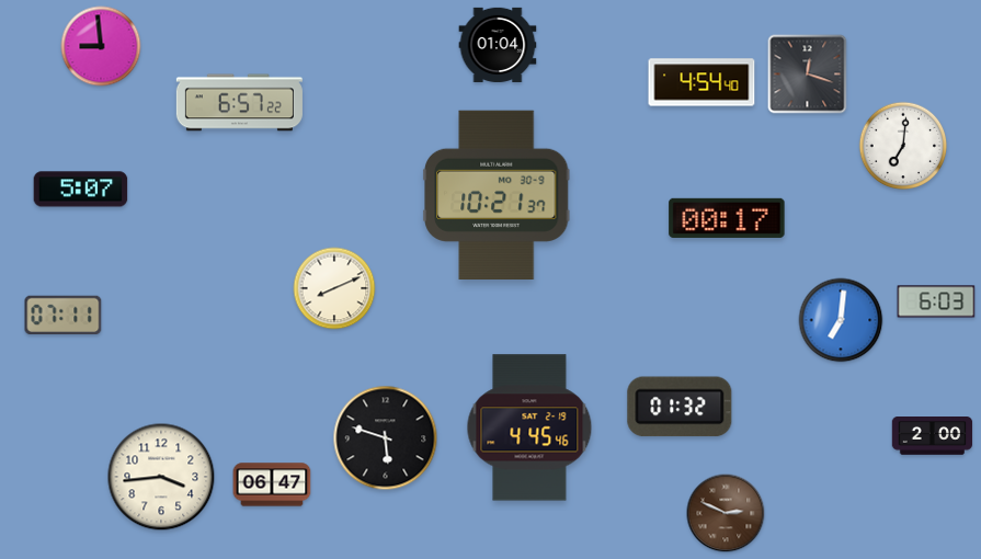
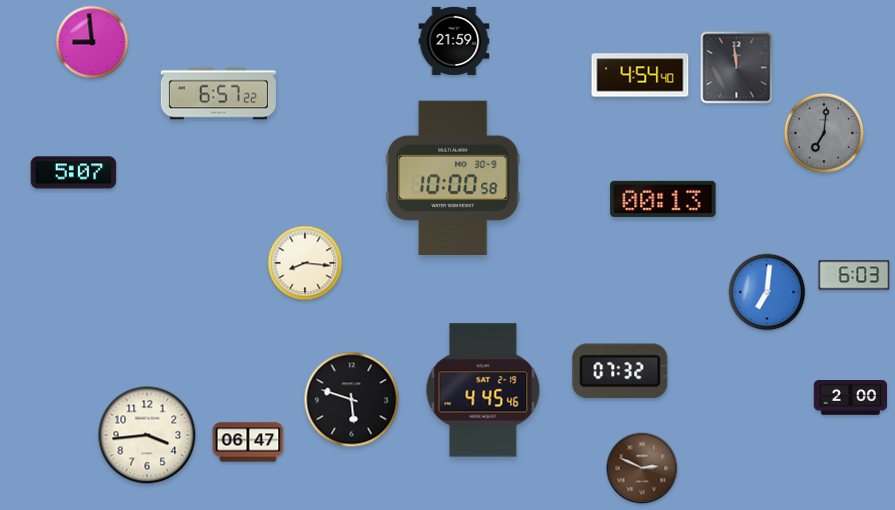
clock at (498, 45): 01:04 -> 21:59
clock at (808, 75): 12:18 -> 11:59
clock at (903, 146) dial: white -> grey
clock at (497, 194): 10:21 -> 10:00
clock at (727, 218): 00:17 -> 00:13
clock at (334, 288): 8:11 -> 8:16
clock at (64, 315): 07:11 -> none
clock at (680, 407): 01:32 -> 07:32
clock at (726, 513) position: (726, 513) -> (642, 468)
